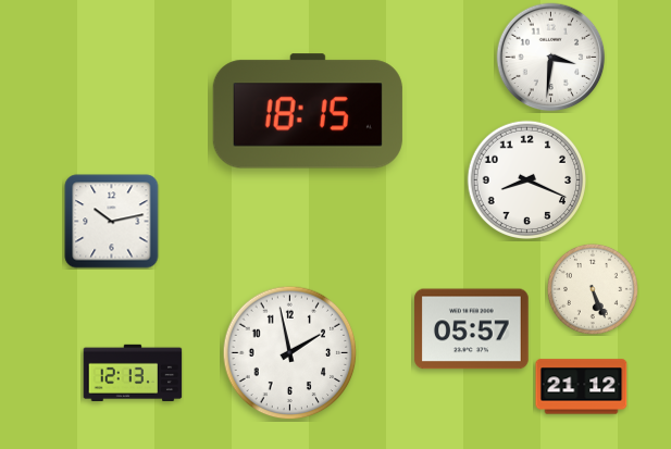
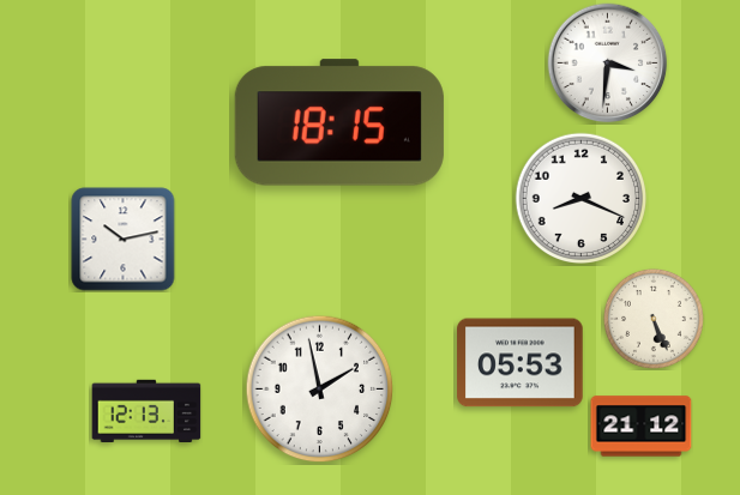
clock at (112, 222) position: (112, 222) -> (124, 240)
clock at (472, 329): 05:57 -> 05:53
